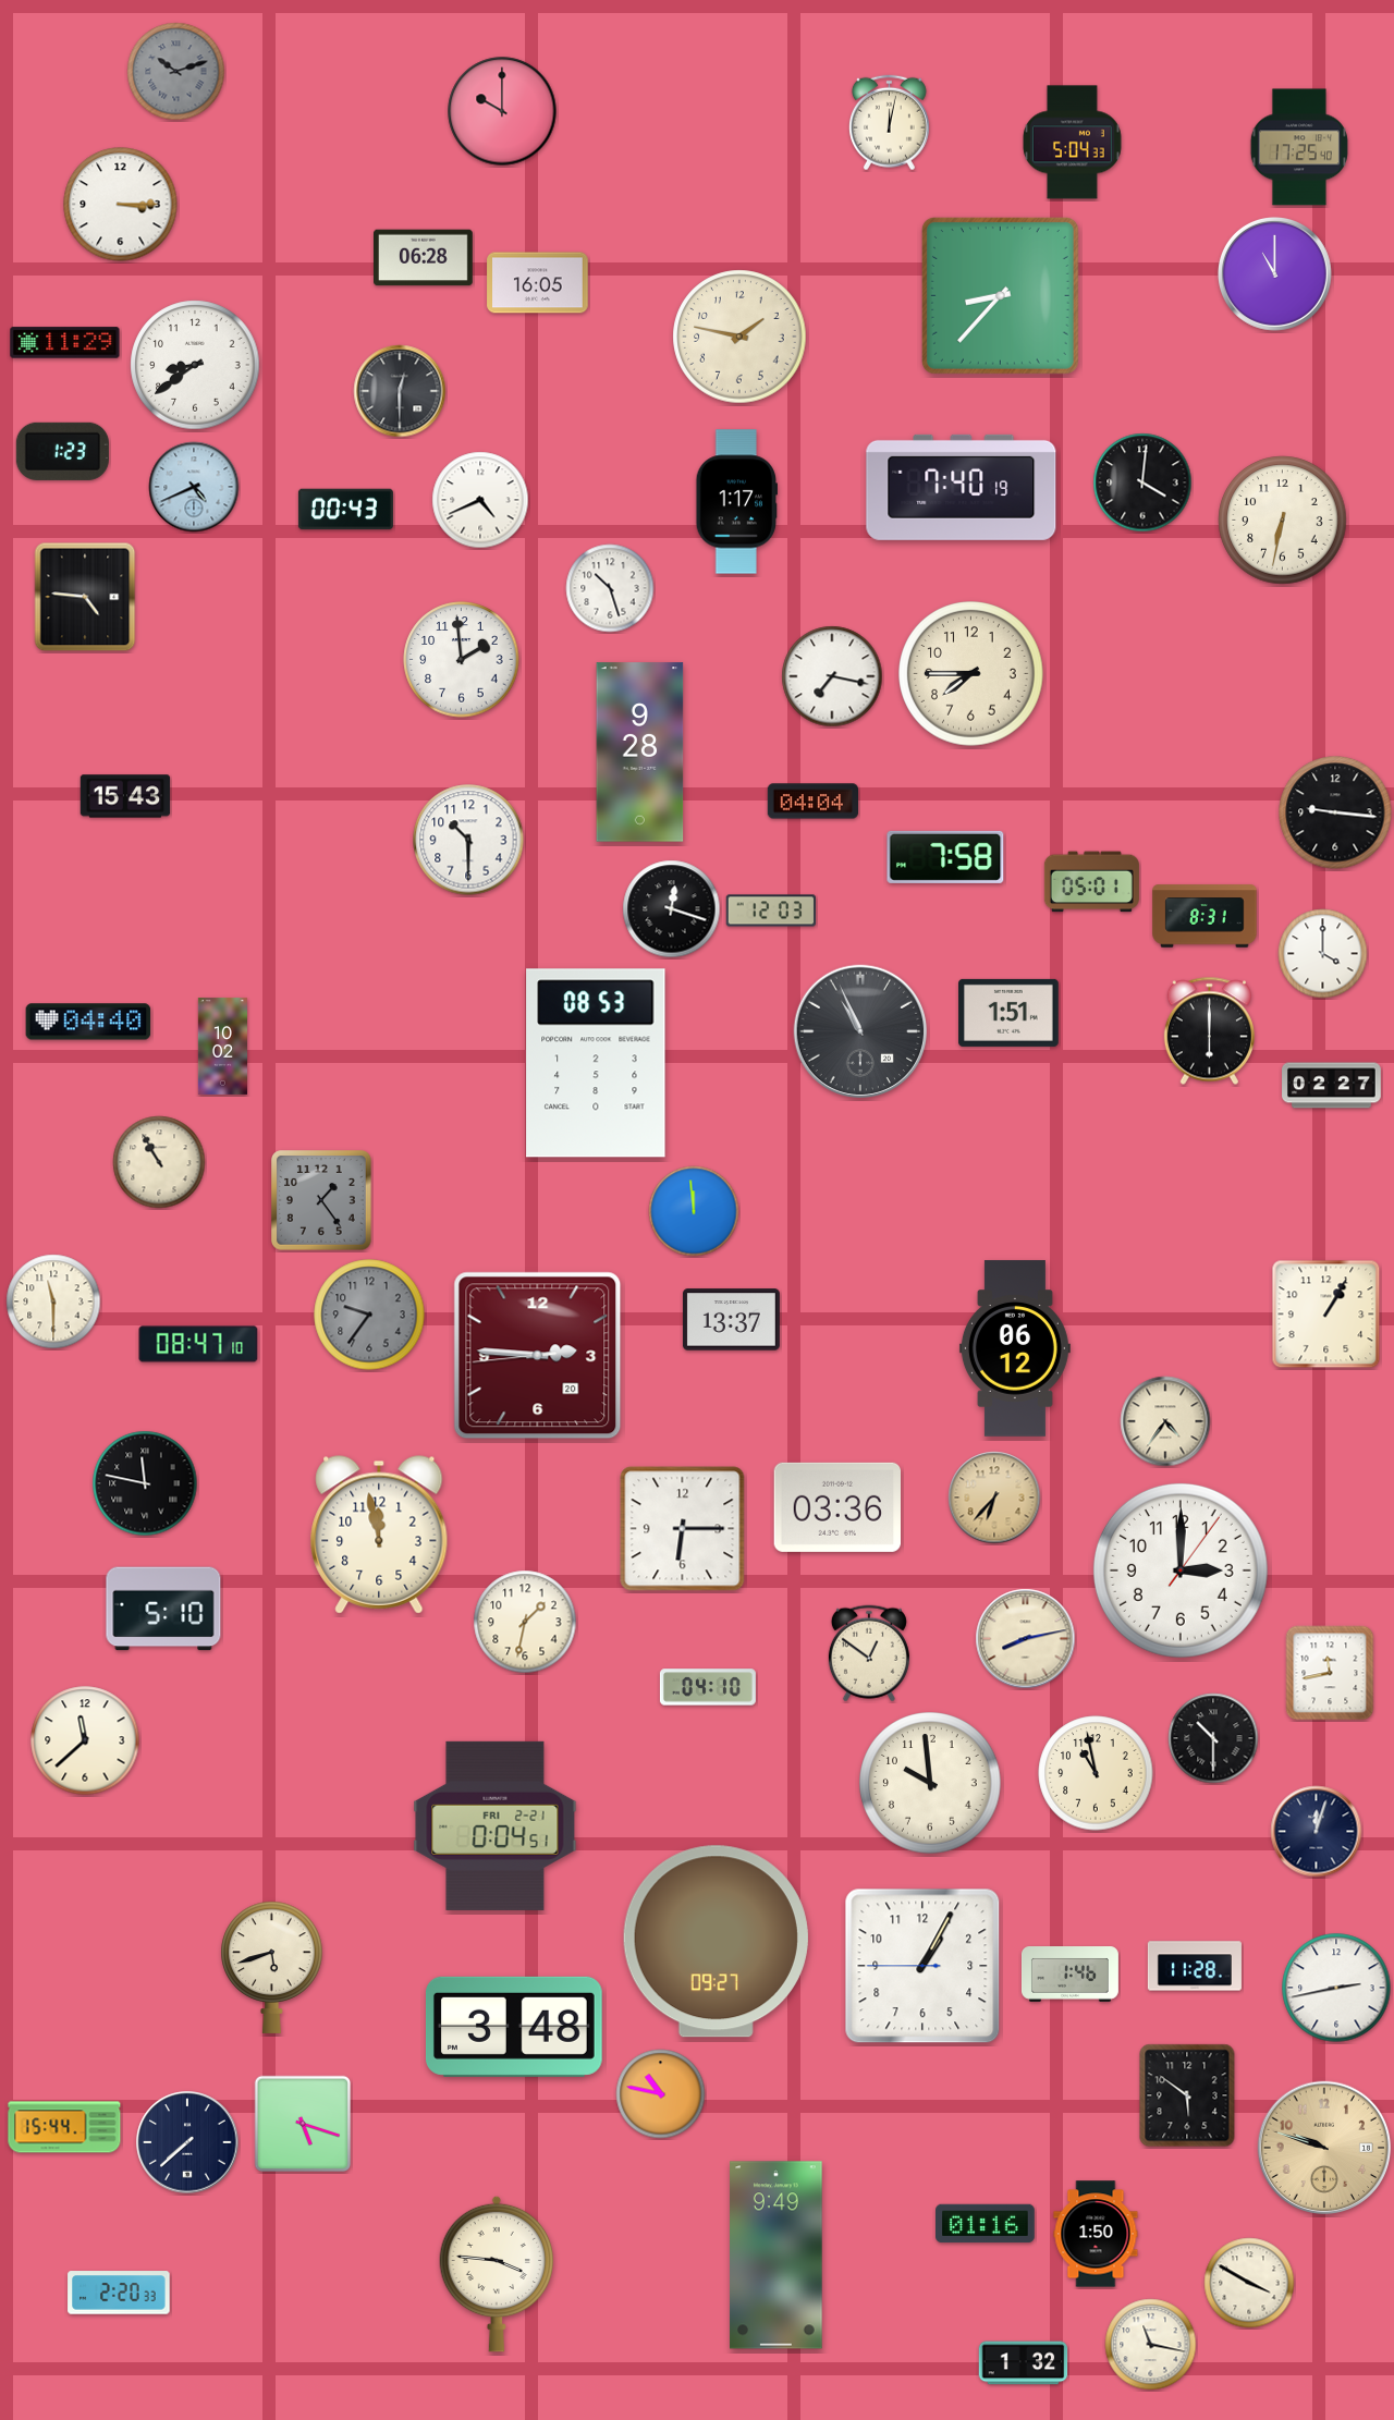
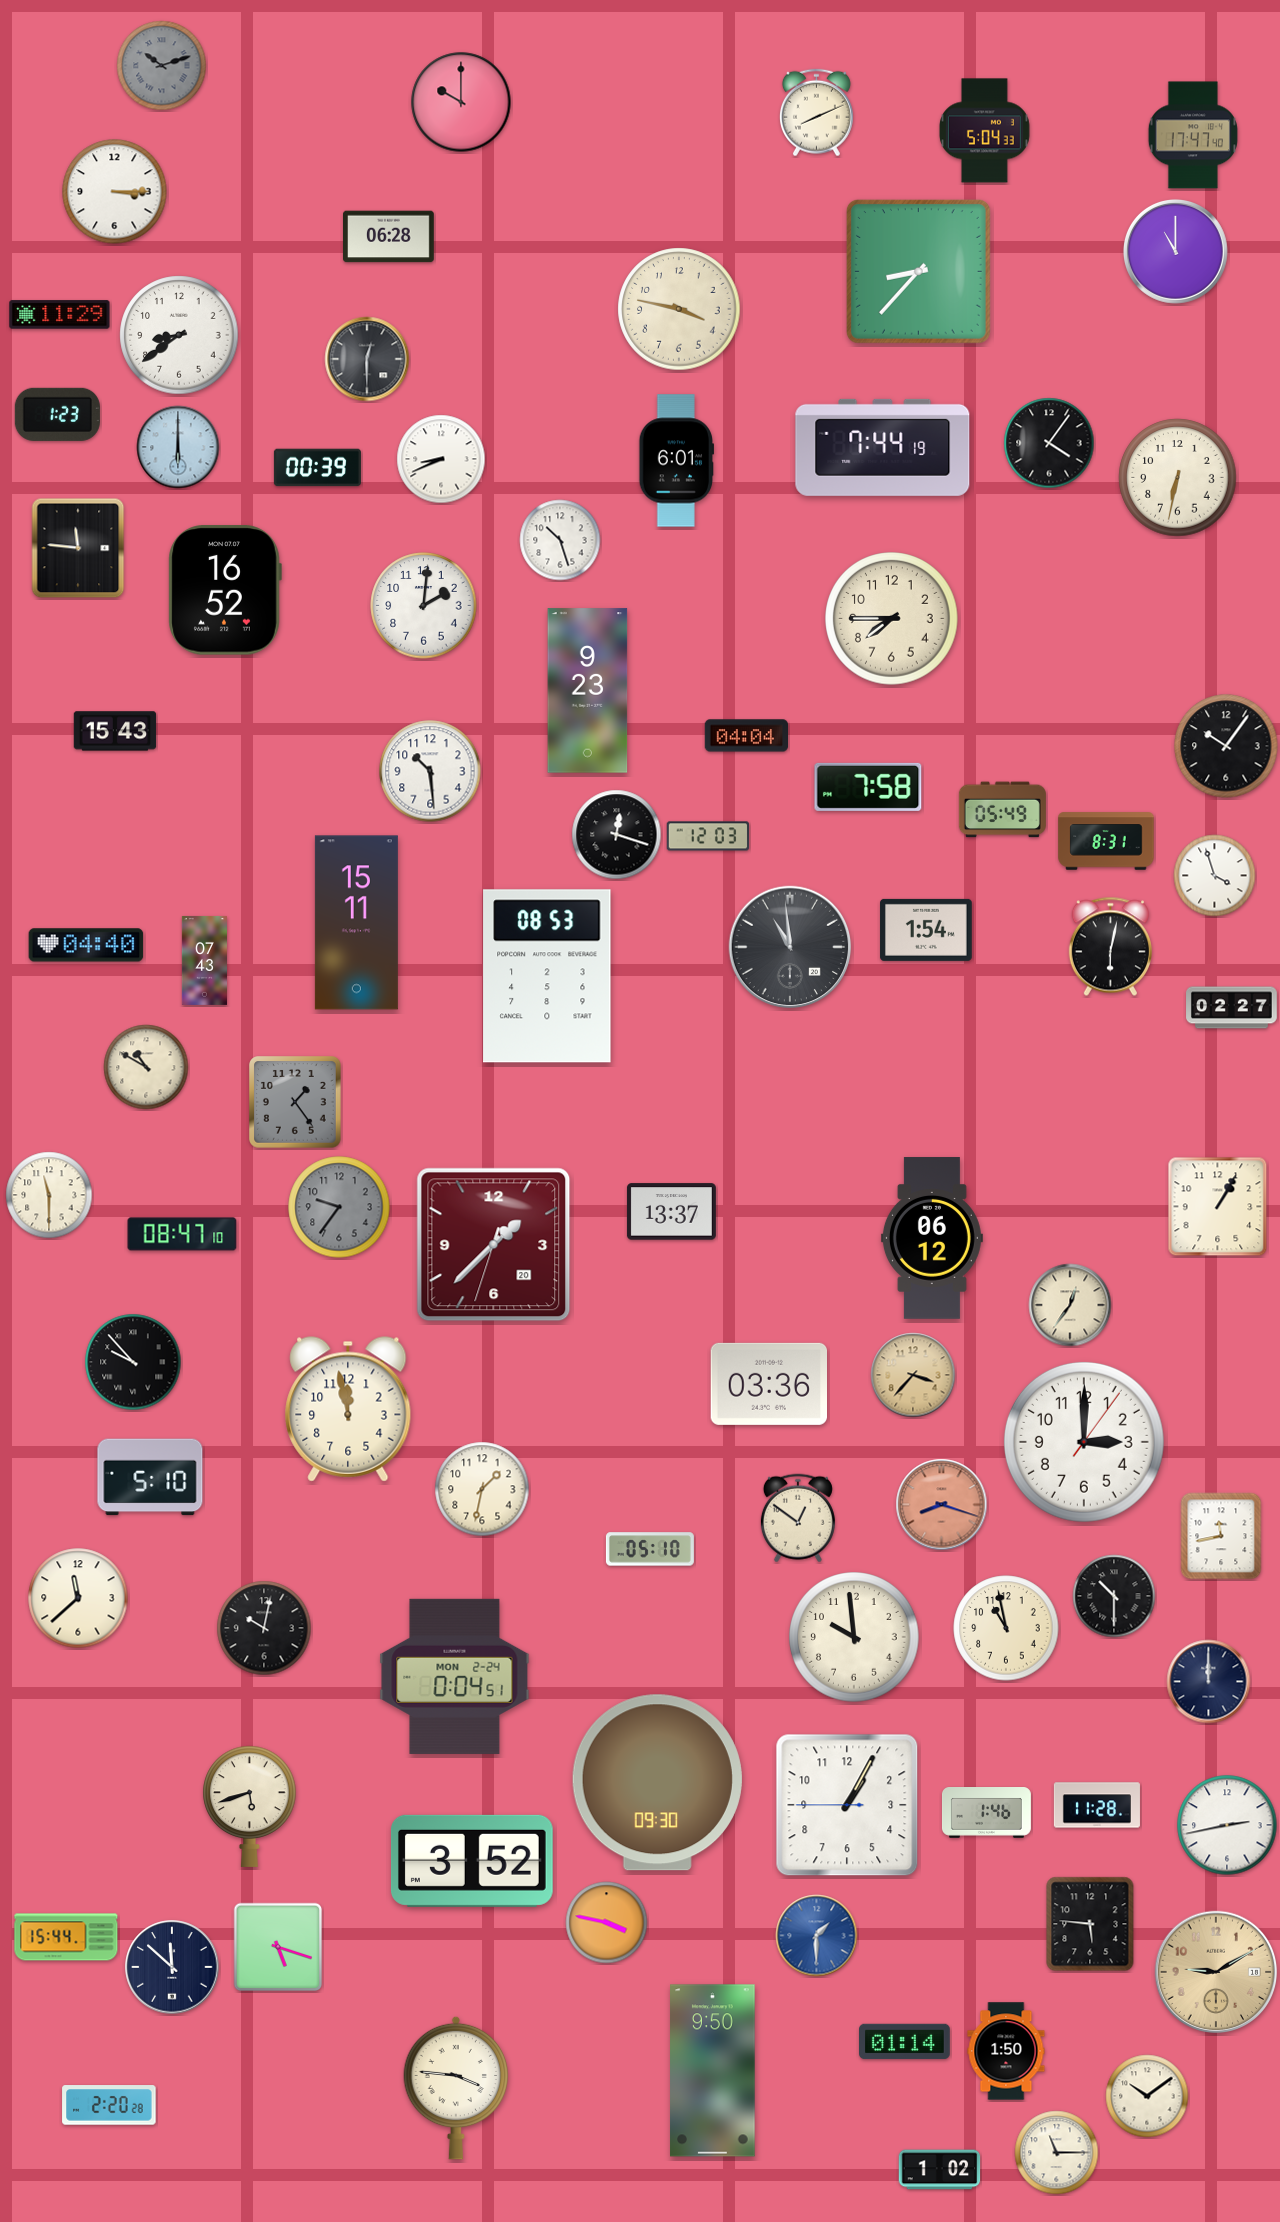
clock at (889, 123): 12:02 -> 8:11
clock at (1299, 147): 17:25 -> 17:47
clock at (121, 205) position: (121, 205) -> (115, 192)
clock at (1274, 273) position: (1274, 273) -> (1175, 251)
clock at (538, 283): 16:05 -> none
clock at (739, 337): 1:47 -> 3:47
clock at (1142, 482): 4:01 -> 4:06
clock at (194, 487): 4:41 -> 6:00
clock at (962, 487): 7:40 -> 7:44
clock at (480, 500): 4:41 -> 8:41
clock at (736, 502): 1:17 -> 6:01
clock at (345, 510): 00:43 -> 00:39
clock at (85, 597): 4:46 -> 11:46
clock at (225, 590): none -> 16:52
clock at (462, 660): 1:59 -> 2:01
clock at (832, 676): 7:17 -> none
clock at (640, 753): 9:28 -> 9:23
clock at (1335, 812): 9:16 -> 10:06
clock at (468, 840): 10:30 -> 10:29
clock at (1091, 882): 05:01 -> 05:49
clock at (1323, 954): 4:00 -> 3:57
clock at (356, 923): none -> 15:11
clock at (1008, 1013): 1:51 -> 1:54
clock at (88, 1022) position: (88, 1022) -> (86, 945)
clock at (860, 1031): 10:56 -> 10:59
clock at (1209, 1031): 6:00 -> 6:02
clock at (222, 1046): 10:02 -> 07:43
clock at (1332, 1086) position: (1332, 1086) -> (1232, 1008)
clock at (159, 1162): 10:55 -> 10:50
clock at (694, 1211): 11:59 -> none
clock at (538, 1356): 2:45 -> 1:37
clock at (1165, 1421): 4:36 -> 12:36
clock at (145, 1483): 11:47 -> 9:53
clock at (994, 1498): 6:37 -> 3:37
clock at (683, 1529): 6:15 -> none
clock at (1026, 1639): 8:13 -> 8:18
clock at (1026, 1639) dial: cream -> salmon
clock at (708, 1687): 04:10 -> 05:10
clock at (264, 1628): none -> 10:02
clock at (496, 1825) date: FRI 2-21 -> MON 2-24
clock at (1317, 1832): 12:03 -> 12:00
clock at (716, 1942): 09:27 -> 09:30
clock at (1069, 1975) position: (1069, 1975) -> (986, 1813)
clock at (514, 2027): 3:48 -> 3:52
clock at (661, 2094): 10:47 -> 3:47
clock at (1187, 2095): 5:51 -> 5:46
clock at (817, 1936): none -> 1:30
clock at (303, 2124) position: (303, 2124) -> (278, 1947)
clock at (64, 2127) position: (64, 2127) -> (66, 1937)
clock at (187, 2142): 7:38 -> 11:52
clock at (1324, 2148): 9:48 -> 9:10
clock at (986, 2224): 01:16 -> 01:14
clock at (777, 2256): 9:49 -> 9:50
clock at (1249, 2283): 3:50 -> 10:09
clock at (119, 2293): 2:20:33 -> 2:20:28
clock at (1151, 2345): 11:17 -> 11:15
clock at (1024, 2363): 1:32 -> 1:02
